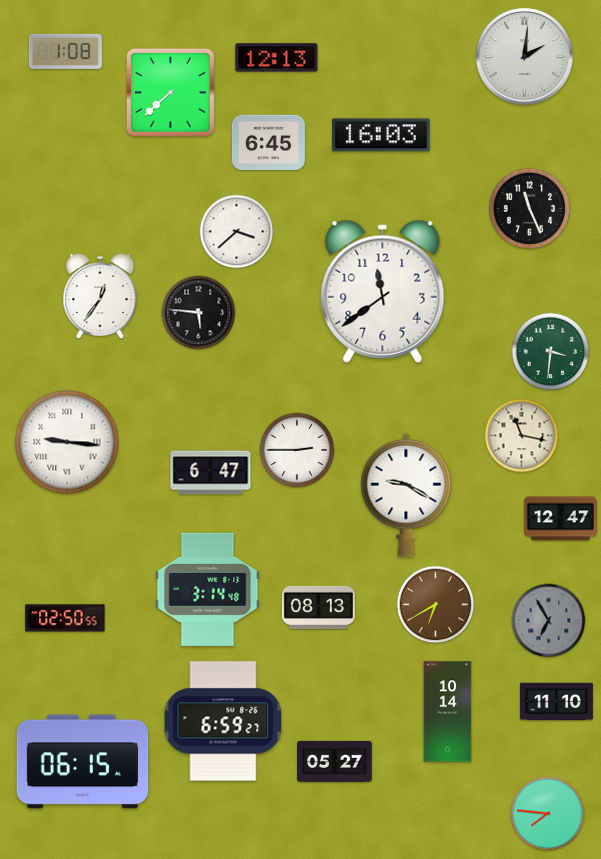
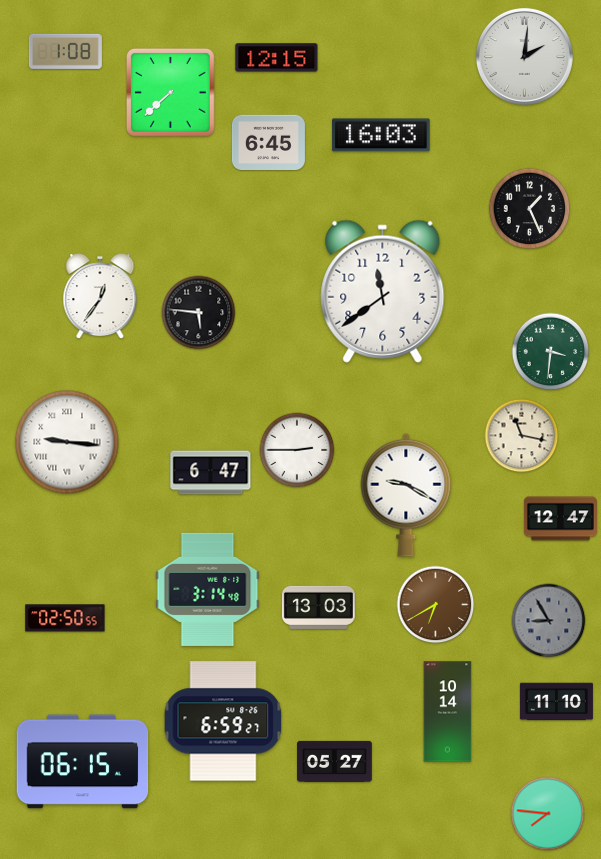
clock at (277, 58): 12:13 -> 12:15
clock at (530, 209): 11:26 -> 1:26
clock at (237, 232): 3:38 -> none
clock at (318, 607): 08:13 -> 13:03
clock at (549, 621): 6:55 -> 8:55
